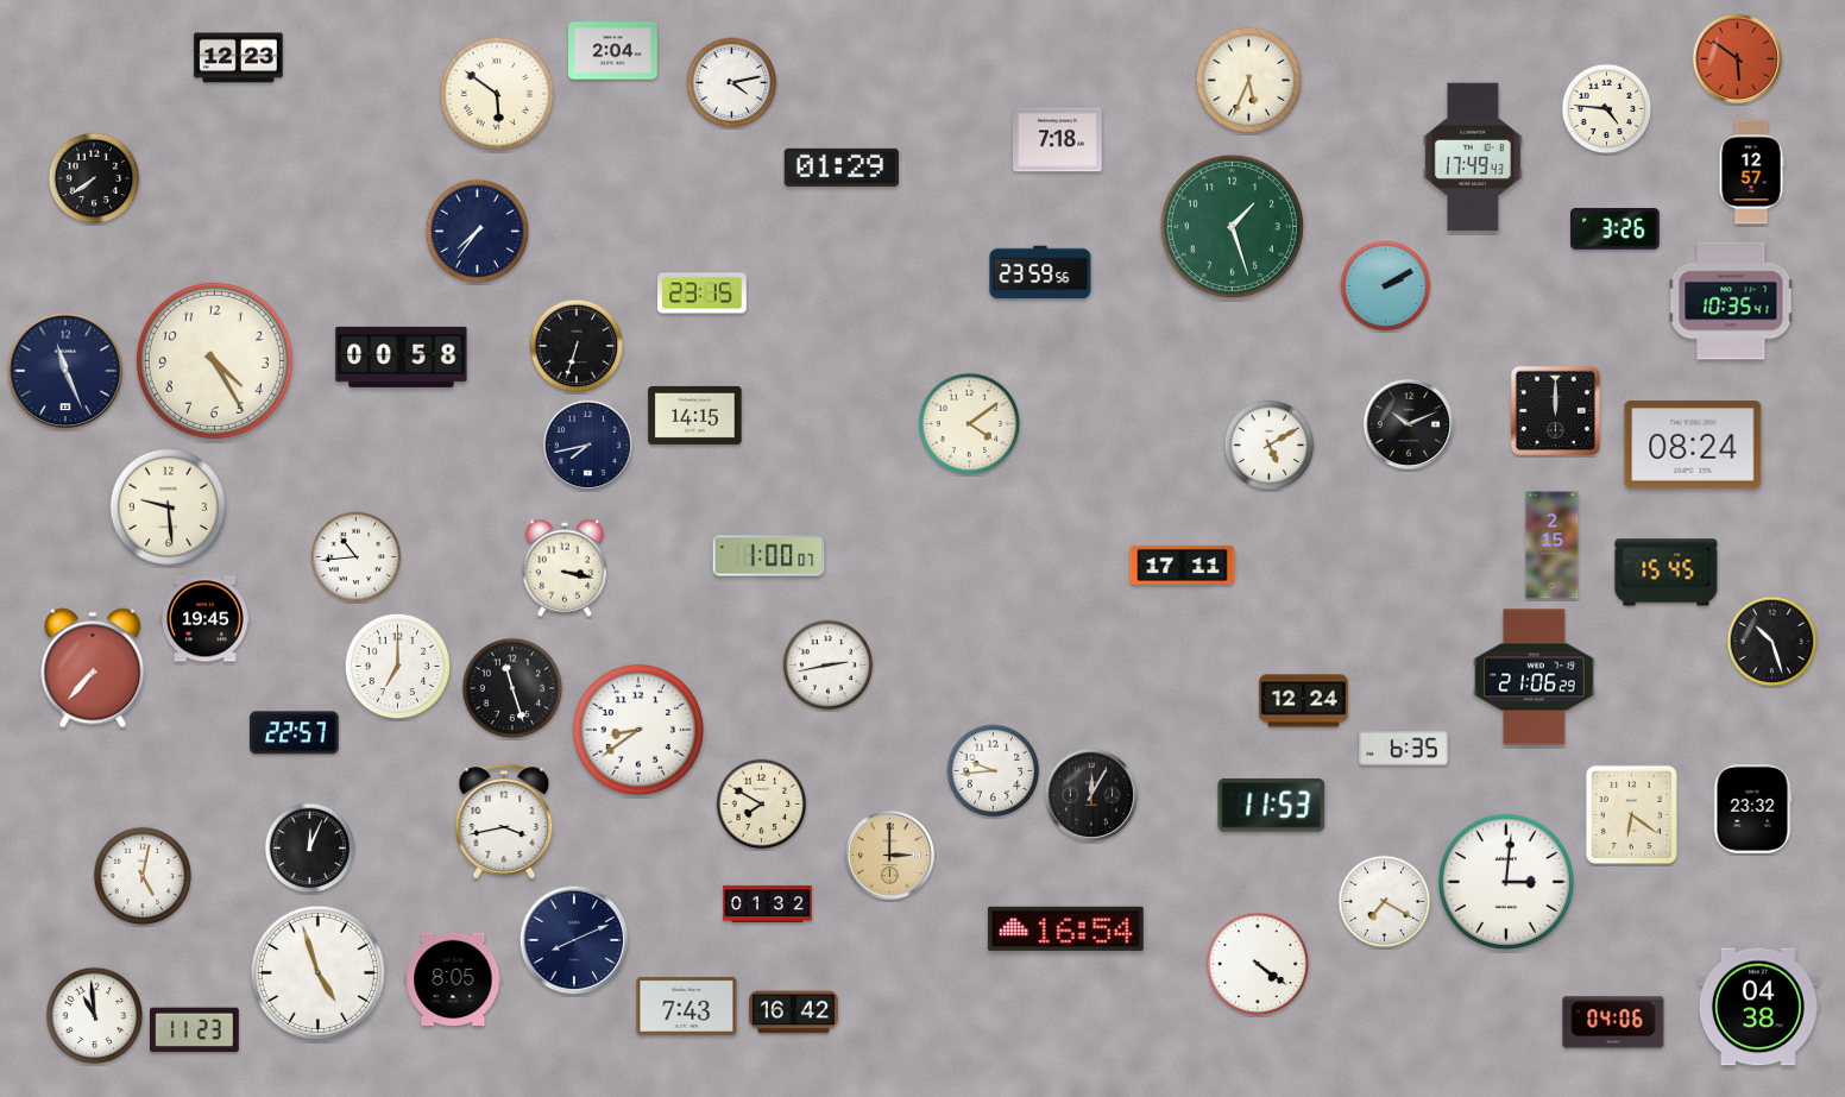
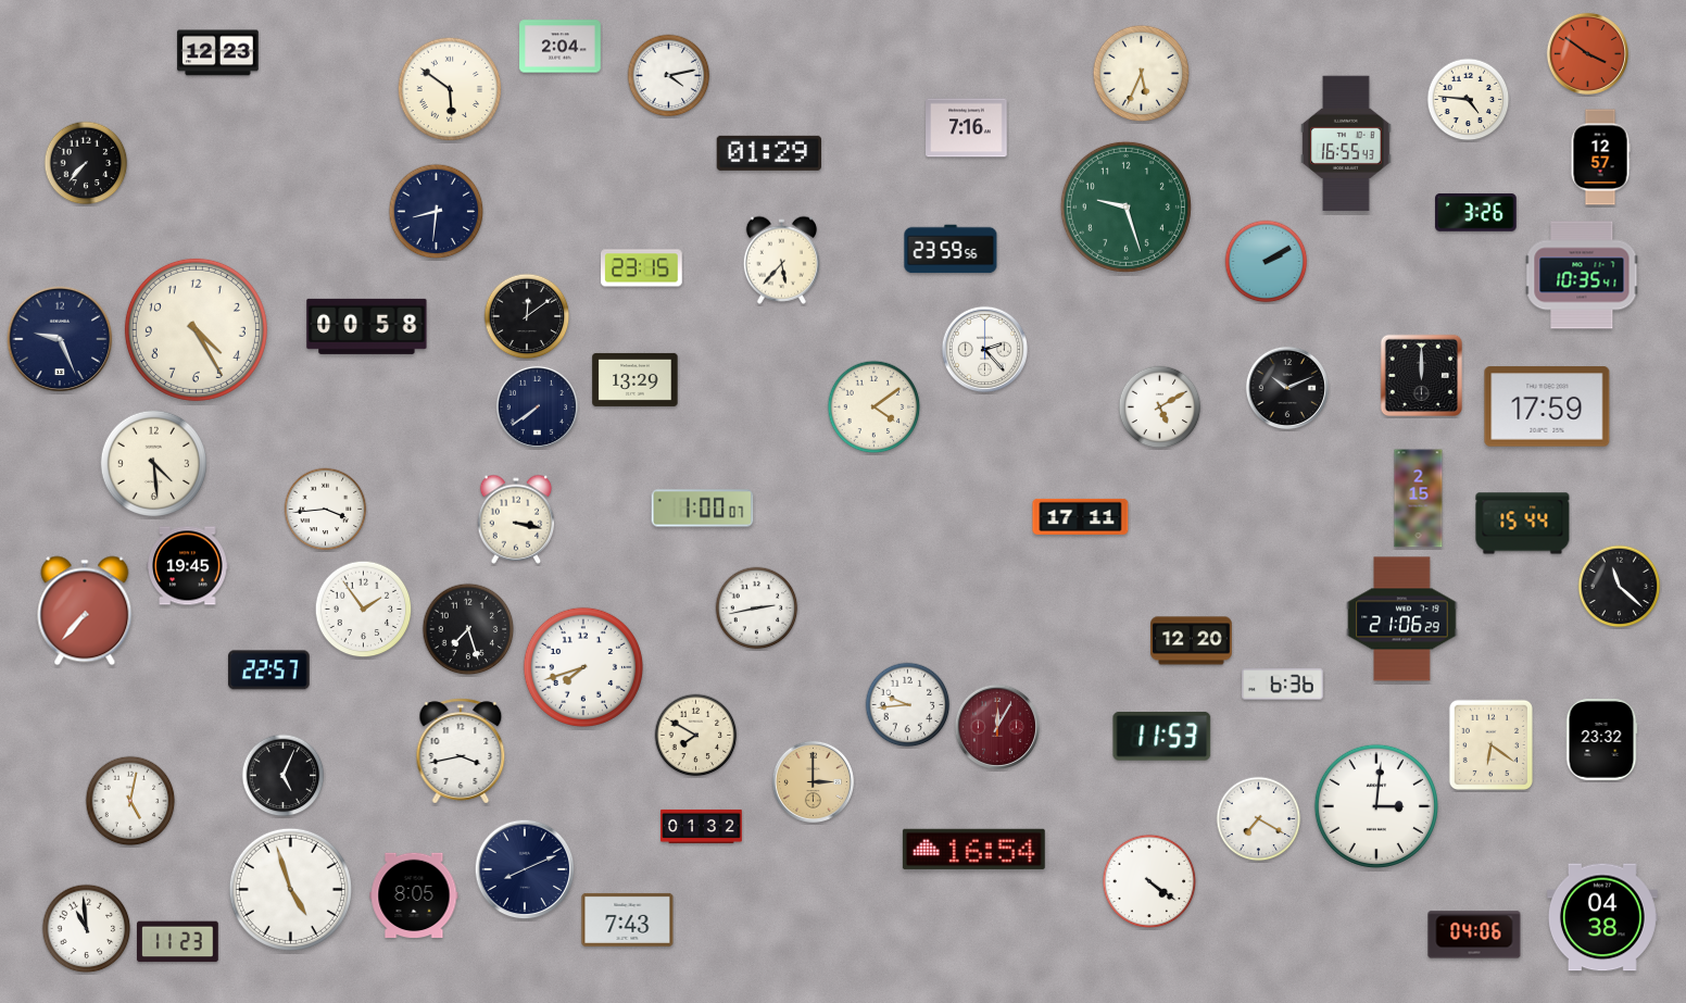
clock at (1737, 58): 5:51 -> 3:51
clock at (497, 94) position: (497, 94) -> (450, 89)
clock at (1058, 140): 7:18 -> 7:16
clock at (1473, 157): 17:49 -> 16:55
clock at (94, 178): 7:39 -> 7:37
clock at (1232, 226): 1:27 -> 9:27
clock at (1616, 228) position: (1616, 228) -> (1476, 212)
clock at (478, 232): 7:36 -> 8:31
clock at (781, 260): none -> 5:37
clock at (577, 346): 6:33 -> 12:09
clock at (65, 371): 11:26 -> 9:26
clock at (984, 349): none -> 2:23
clock at (695, 415): 14:15 -> 13:29
clock at (970, 424) position: (970, 424) -> (875, 408)
clock at (587, 445): 7:43 -> 7:39
clock at (1693, 445): 08:24 -> 17:59
clock at (169, 507): 9:29 -> 4:29
clock at (357, 557): 10:44 -> 3:44
clock at (1667, 573): 15:45 -> 15:44
clock at (1772, 642): 10:27 -> 11:22
clock at (398, 667): 7:00 -> 1:54
clock at (512, 688): 11:27 -> 7:27
clock at (1304, 701): 12:24 -> 12:20
clock at (638, 730): 8:39 -> 7:42
clock at (1404, 749): 6:35 -> 6:36
clock at (1090, 794) dial: black -> burgundy
clock at (310, 849): 12:04 -> 5:04
clock at (1385, 902) position: (1385, 902) -> (1259, 819)
clock at (574, 940) position: (574, 940) -> (525, 869)
clock at (1758, 1007) position: (1758, 1007) -> (1602, 917)
clock at (794, 1013): 16:42 -> none
